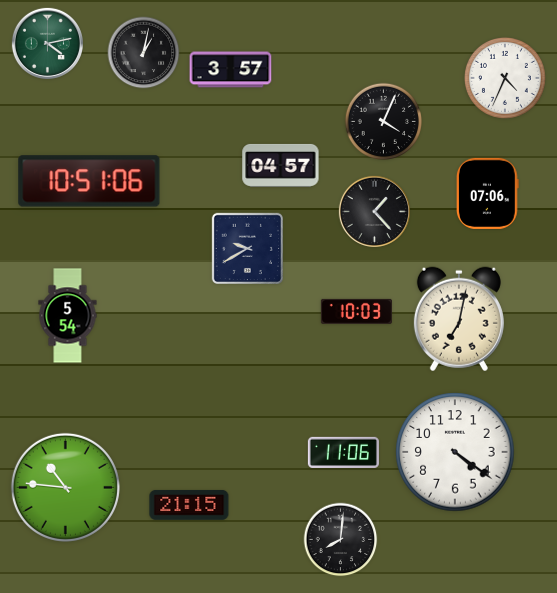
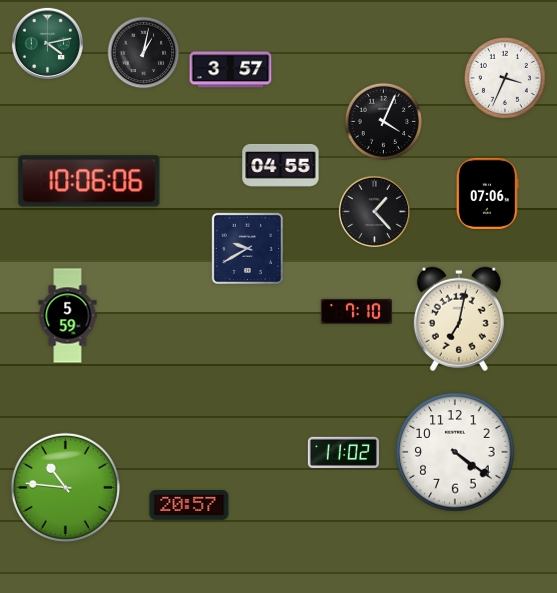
clock at (505, 78): 4:34 -> 3:34
clock at (281, 165): 04:57 -> 04:55
clock at (89, 181): 10:51 -> 10:06
clock at (356, 311): 10:03 -> 7:10
clock at (68, 316): 5:54 -> 5:59
clock at (343, 452): 11:06 -> 11:02
clock at (189, 505): 21:15 -> 20:57
clock at (341, 540): 8:01 -> none
